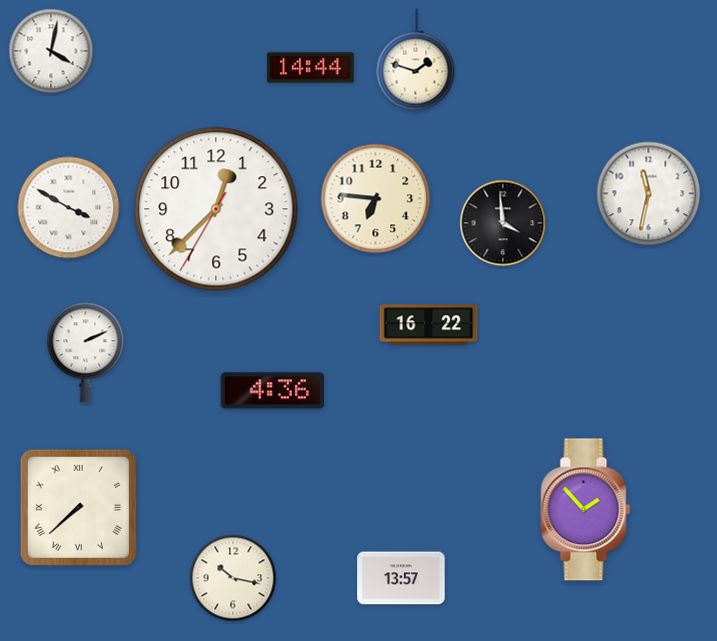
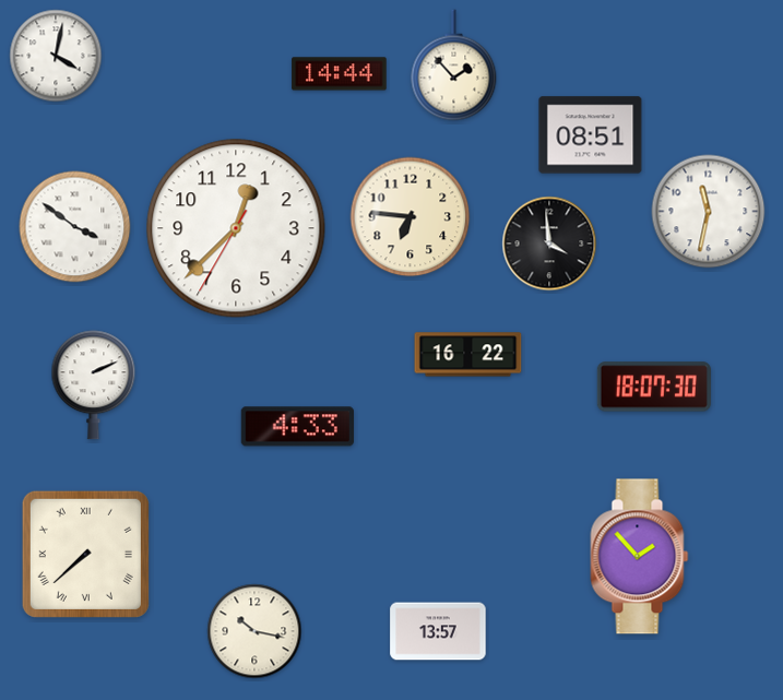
clock at (416, 60): 1:48 -> 1:53
clock at (591, 135): none -> 08:51
clock at (69, 208): 3:50 -> 3:51
clock at (654, 387): none -> 18:07
clock at (272, 391): 4:36 -> 4:33
